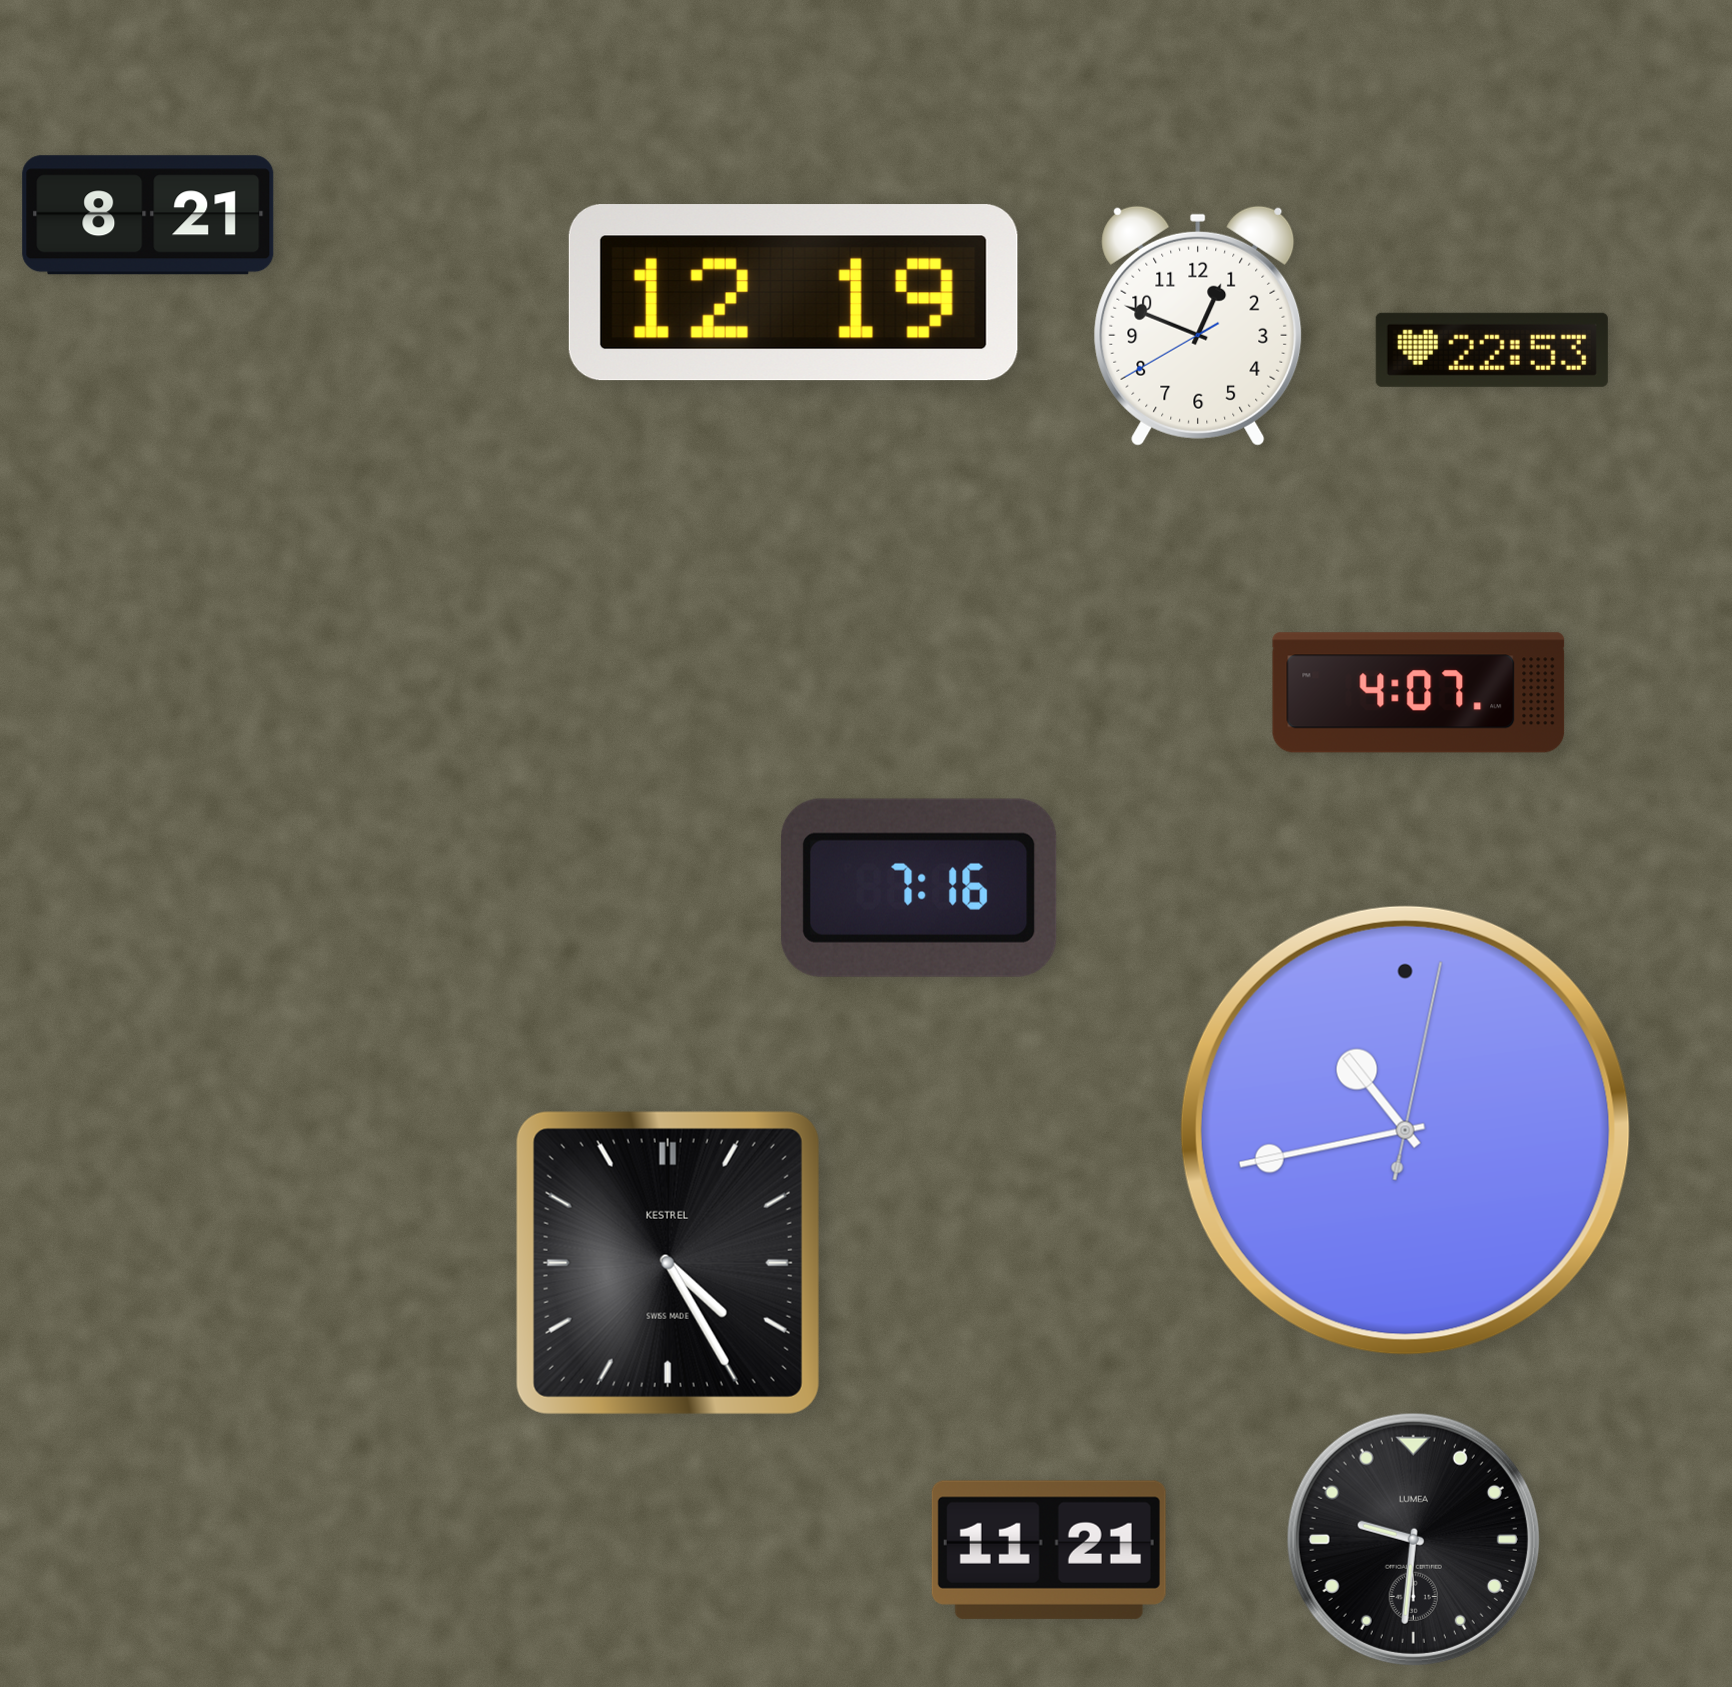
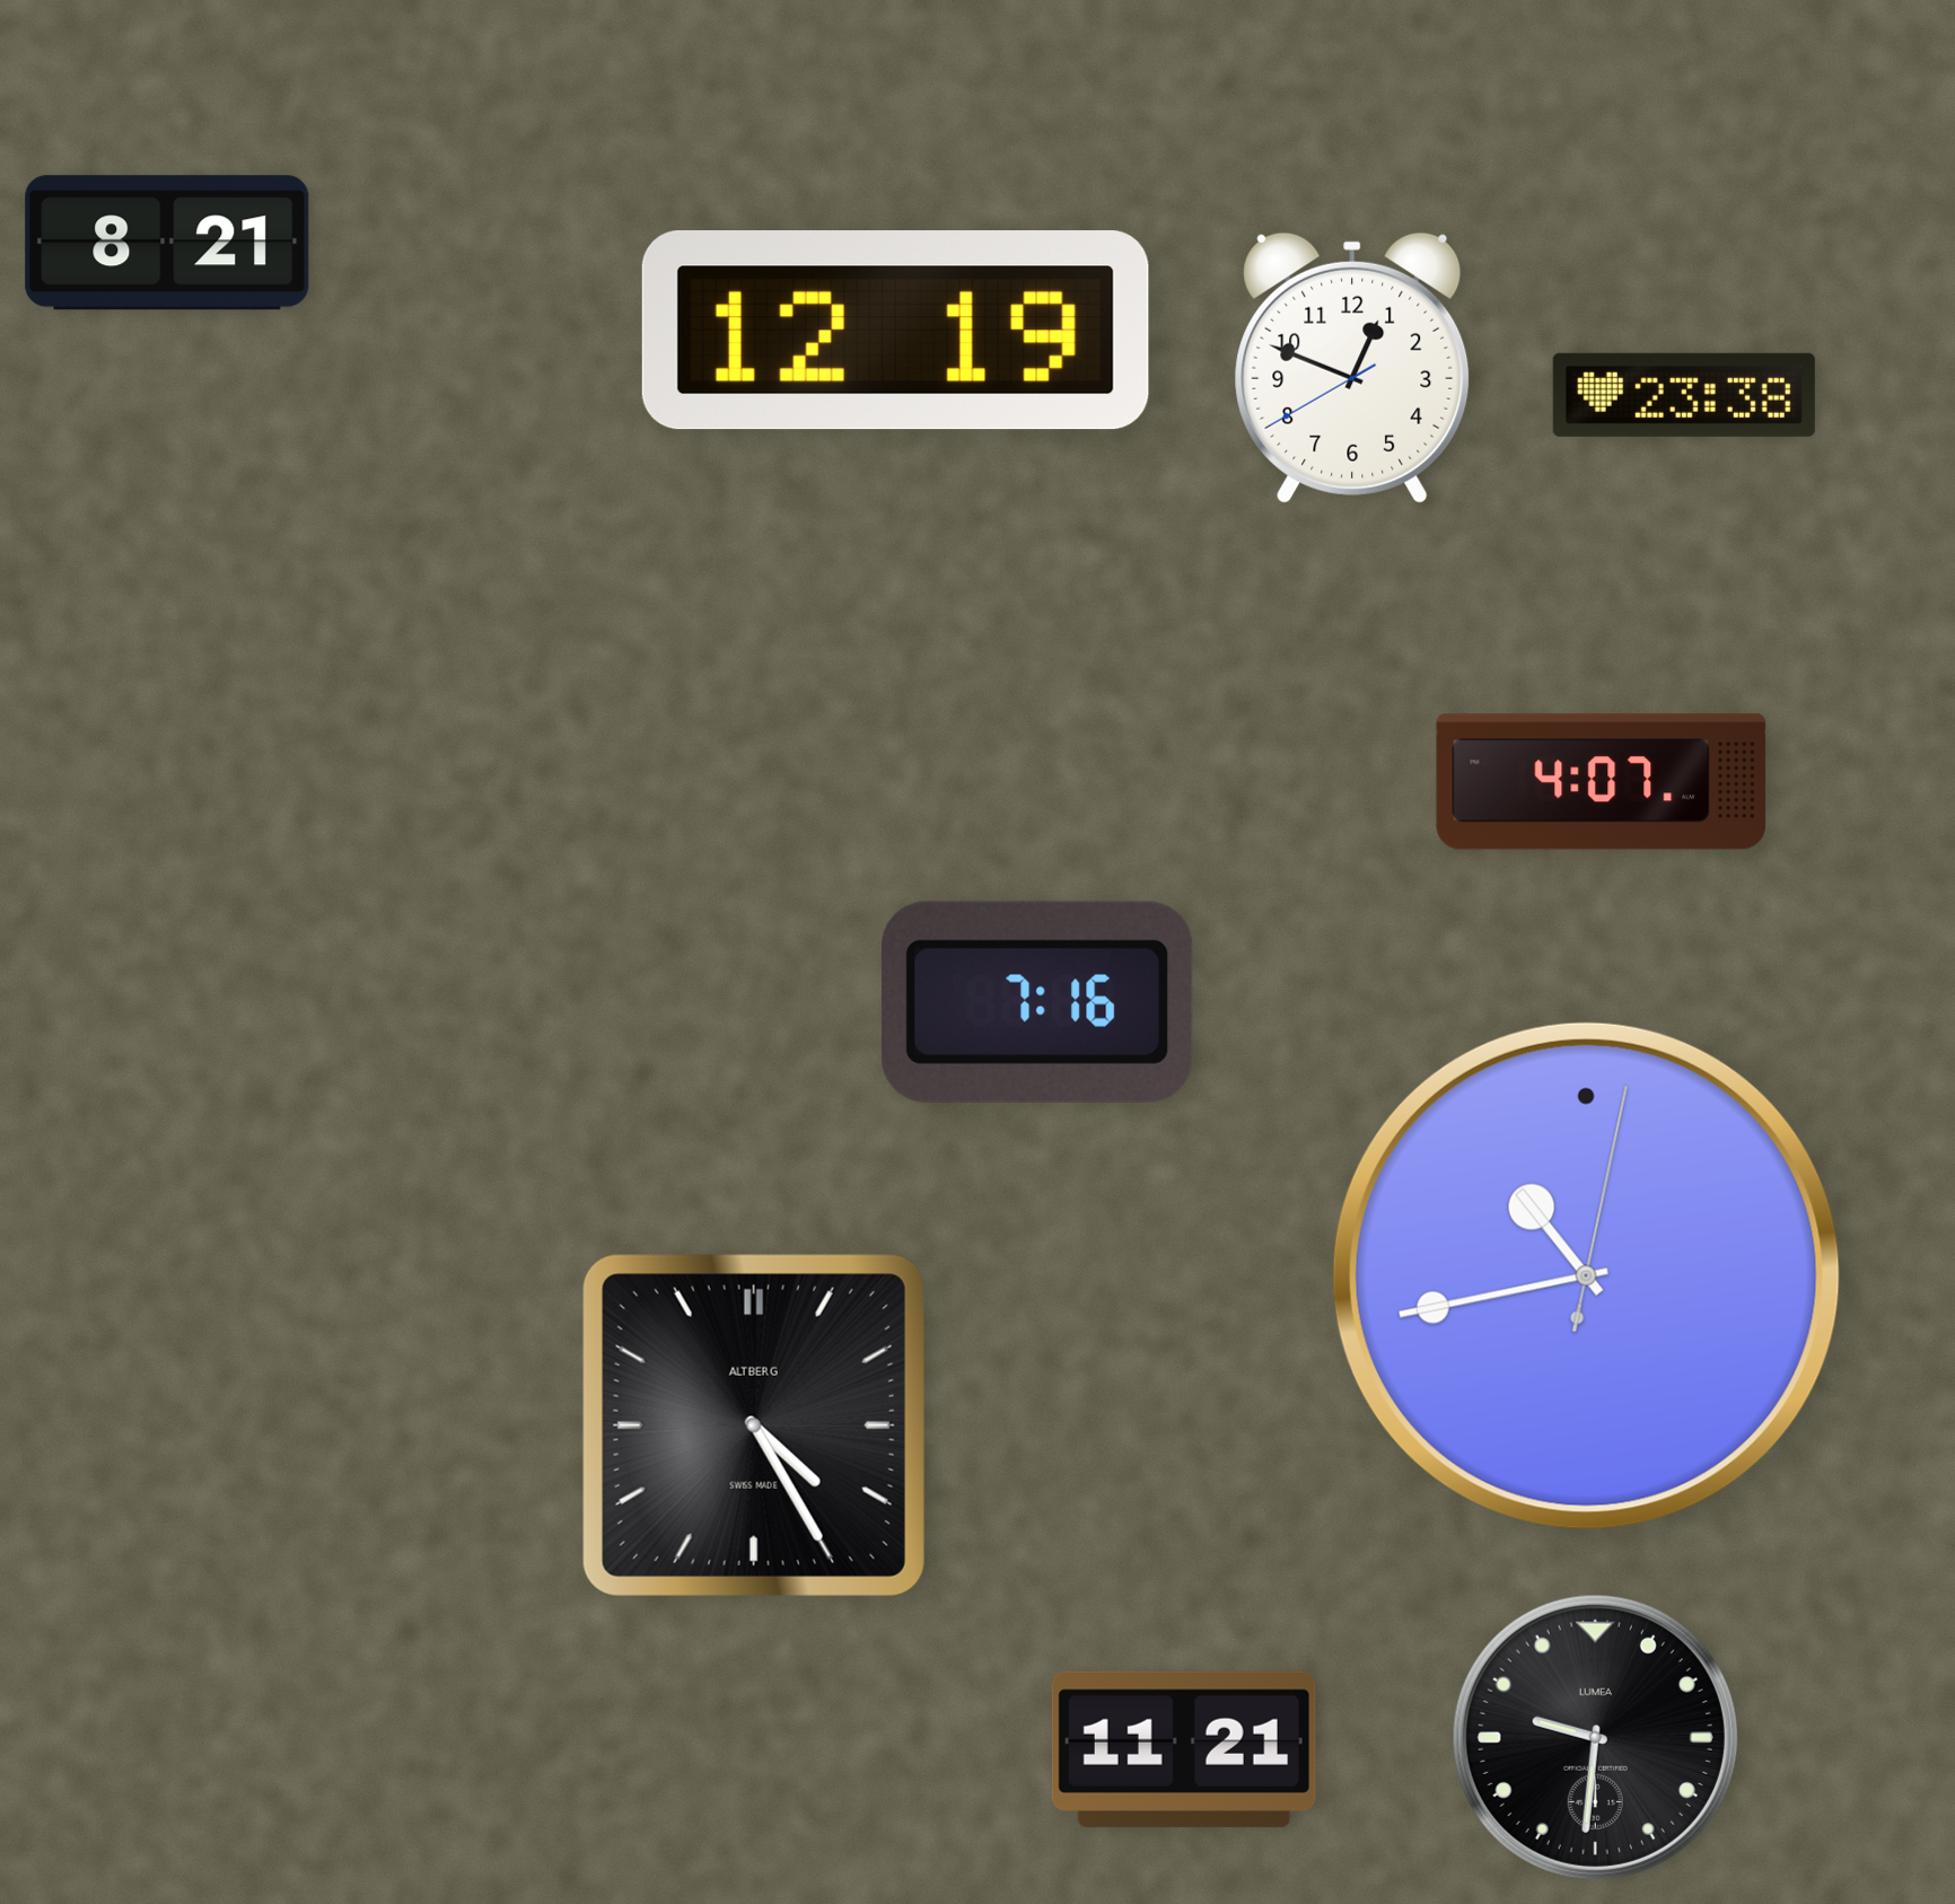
clock at (1492, 350): 22:53 -> 23:38
clock at (668, 1263) brand: KESTREL -> ALTBERG
